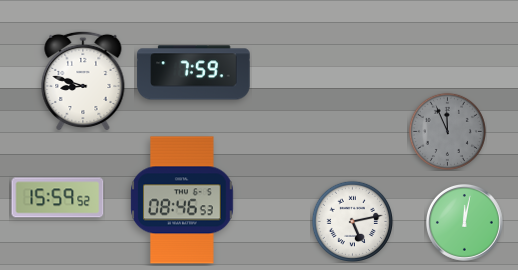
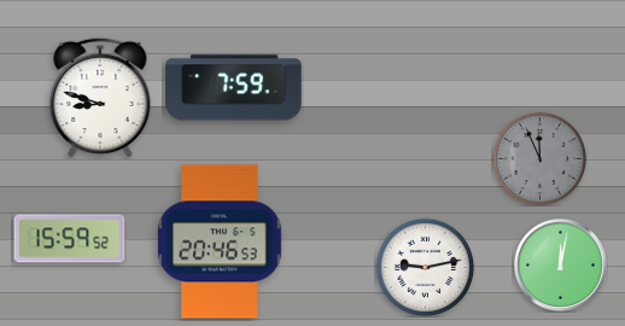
clock at (182, 200): 08:46 -> 20:46
clock at (352, 221): 5:13 -> 9:13
clock at (465, 223) position: (465, 223) -> (561, 266)
